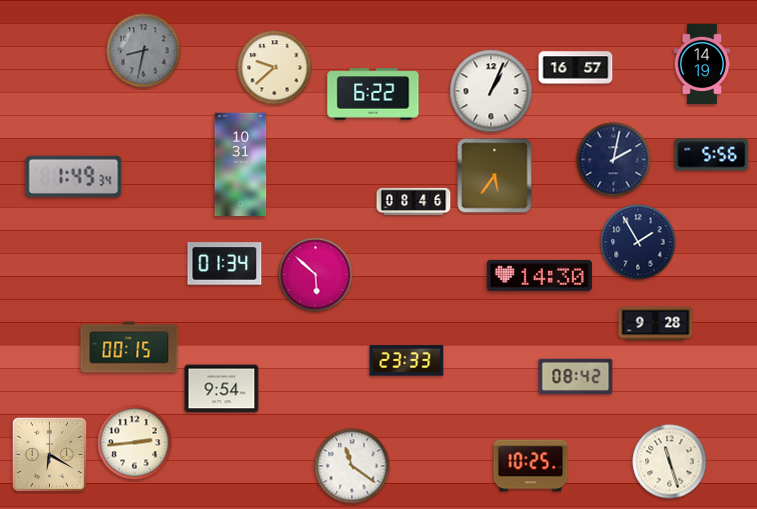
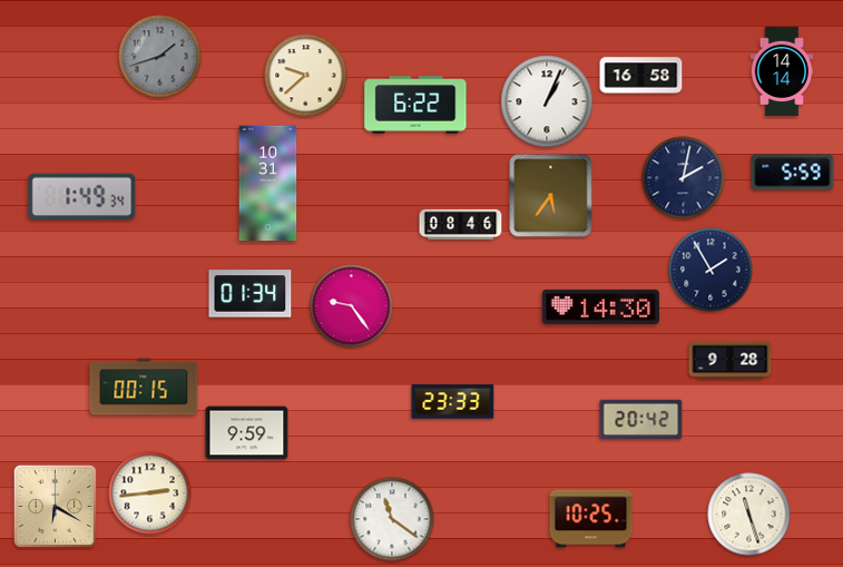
clock at (144, 51): 8:32 -> 1:42
clock at (702, 64): 14:19 -> 14:14
clock at (576, 68): 16:57 -> 16:58
clock at (712, 155): 5:56 -> 5:59
clock at (316, 275): 5:52 -> 9:24
clock at (576, 376): 08:42 -> 20:42
clock at (222, 389): 9:54 -> 9:59
clock at (670, 462) position: (670, 462) -> (749, 515)
